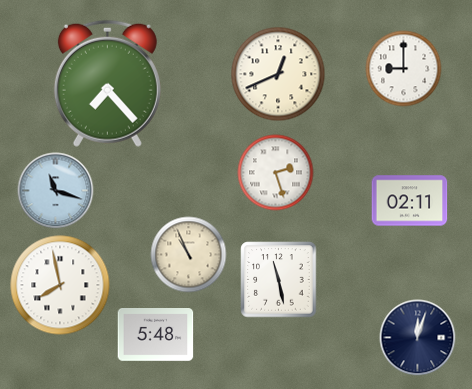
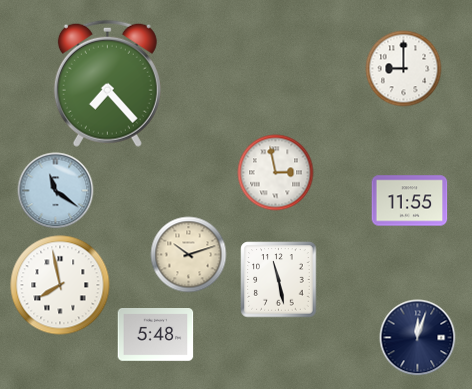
clock at (278, 74): 12:41 -> none
clock at (276, 173): 2:27 -> 2:58
clock at (56, 191): 11:18 -> 11:21
clock at (410, 201): 02:11 -> 11:55
clock at (189, 255): 10:56 -> 10:12
